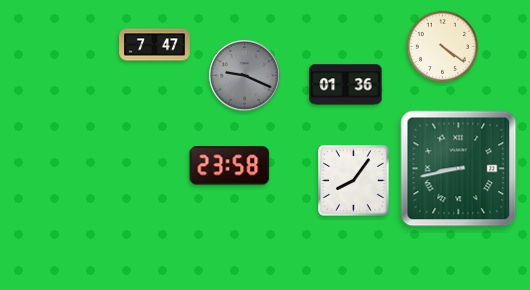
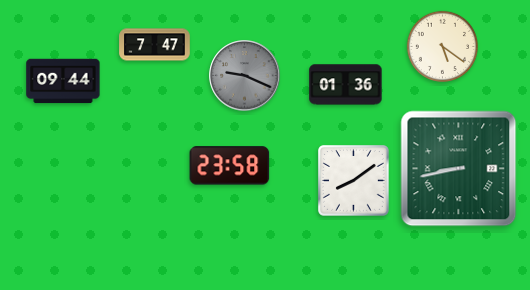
clock at (442, 46): 4:21 -> 5:21
clock at (63, 81): none -> 09:44
clock at (354, 181): 8:06 -> 8:09
